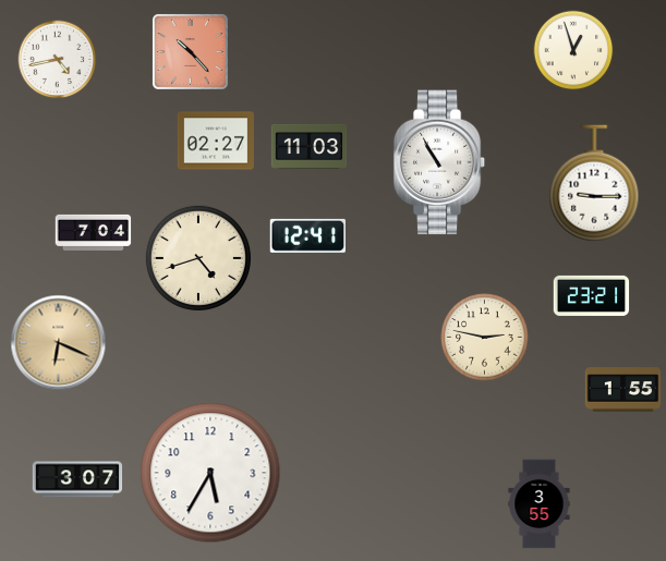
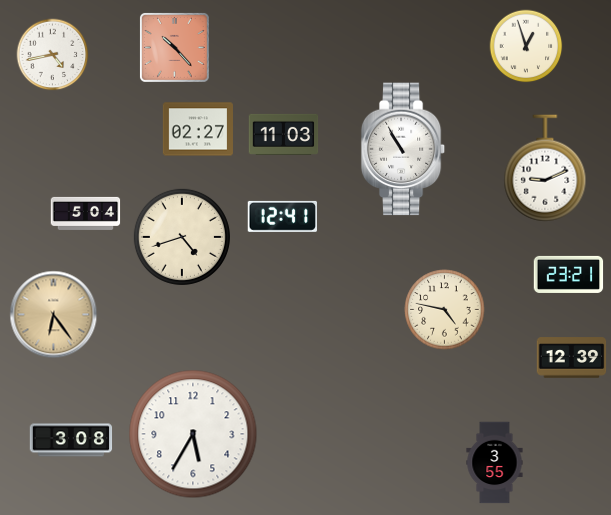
clock at (594, 183): 9:15 -> 9:11
clock at (94, 232): 7:04 -> 5:04
clock at (592, 295) position: (592, 295) -> (569, 274)
clock at (485, 338): 2:47 -> 4:47
clock at (59, 343): 6:19 -> 6:24
clock at (623, 390): 1:55 -> 12:39
clock at (77, 479): 3:07 -> 3:08
